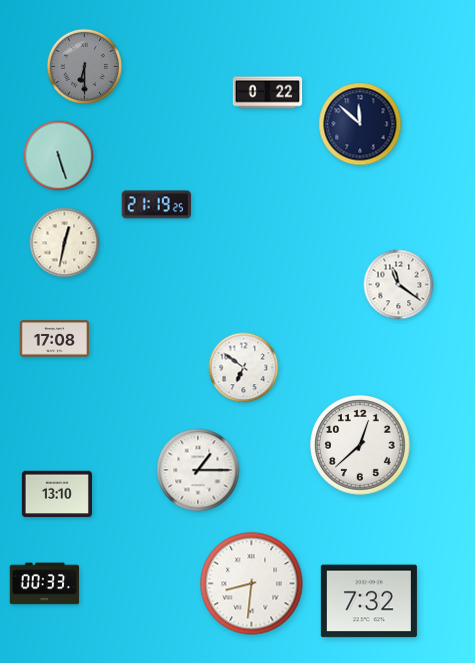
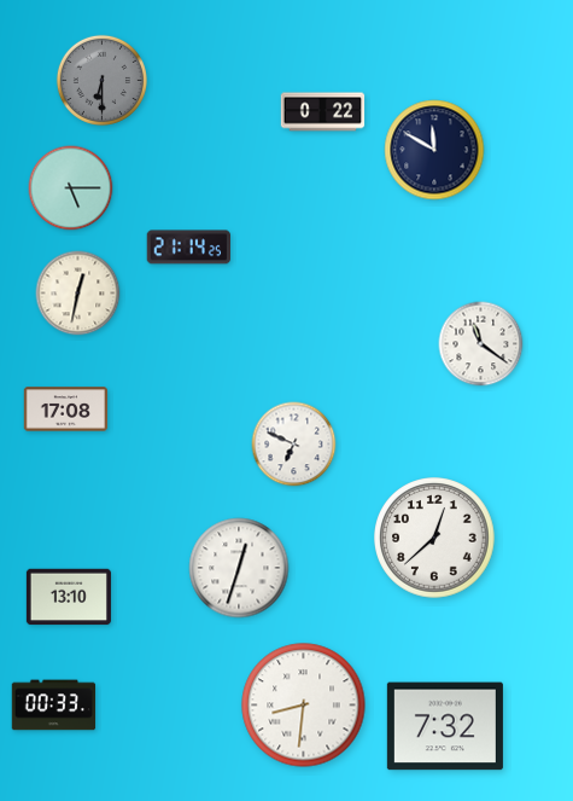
clock at (360, 124): 11:52 -> 11:50
clock at (59, 156): 5:27 -> 5:15
clock at (156, 205): 21:19 -> 21:14
clock at (244, 368): 6:51 -> 6:49
clock at (198, 470): 1:15 -> 12:33
